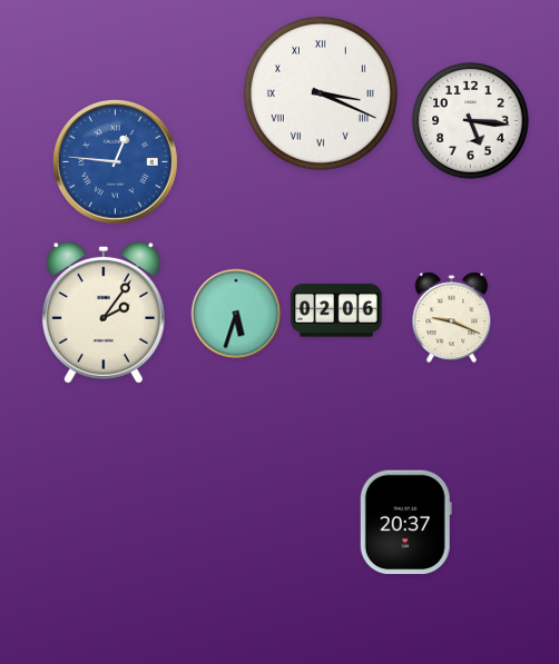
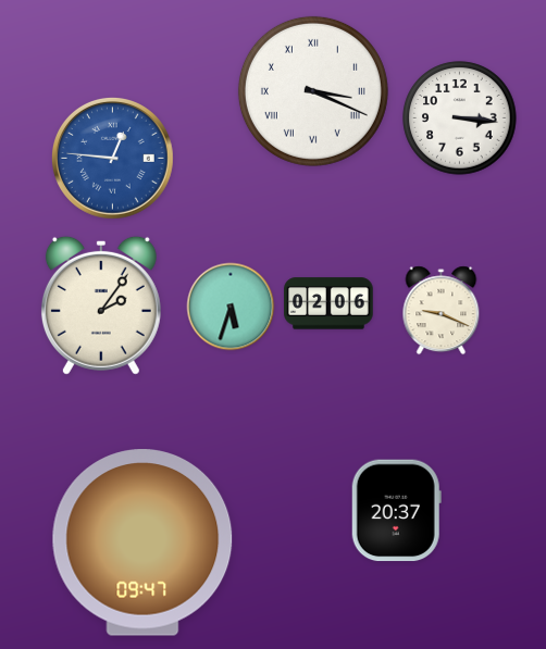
clock at (471, 121): 5:16 -> 3:16
clock at (142, 542): none -> 09:47
